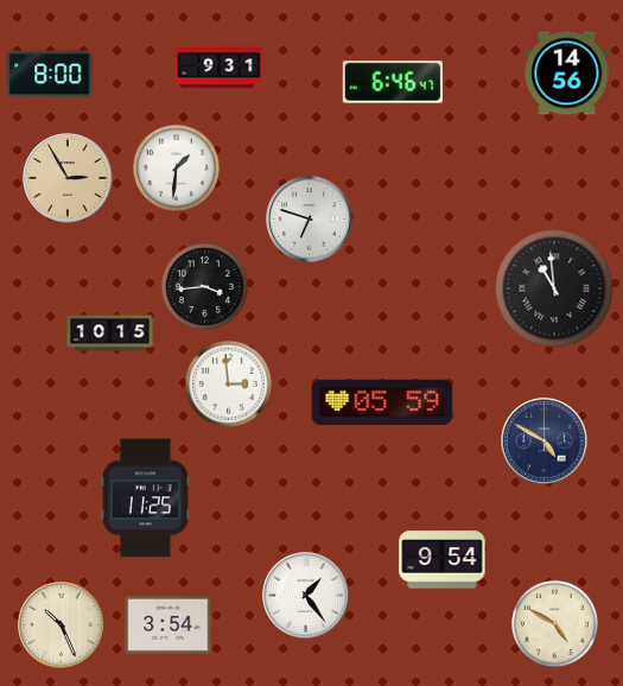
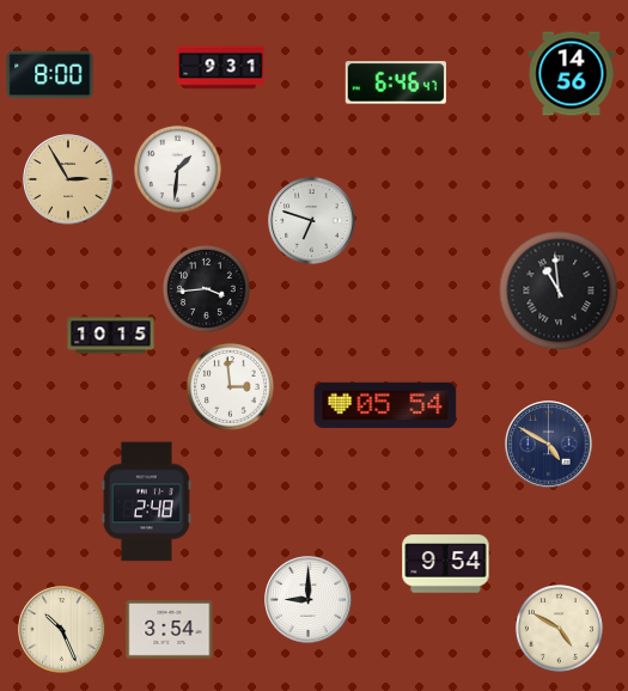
clock at (382, 402): 05:59 -> 05:54
clock at (145, 498): 11:25 -> 2:48
clock at (306, 596): 1:24 -> 9:00
